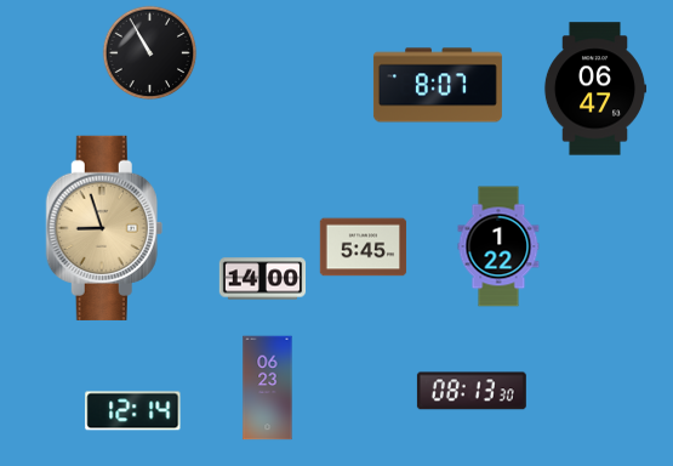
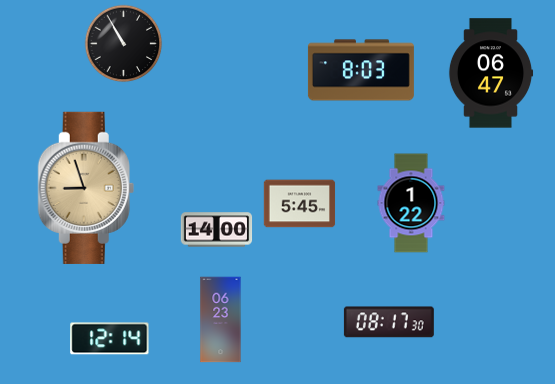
clock at (438, 85): 8:07 -> 8:03
clock at (472, 391): 08:13 -> 08:17
